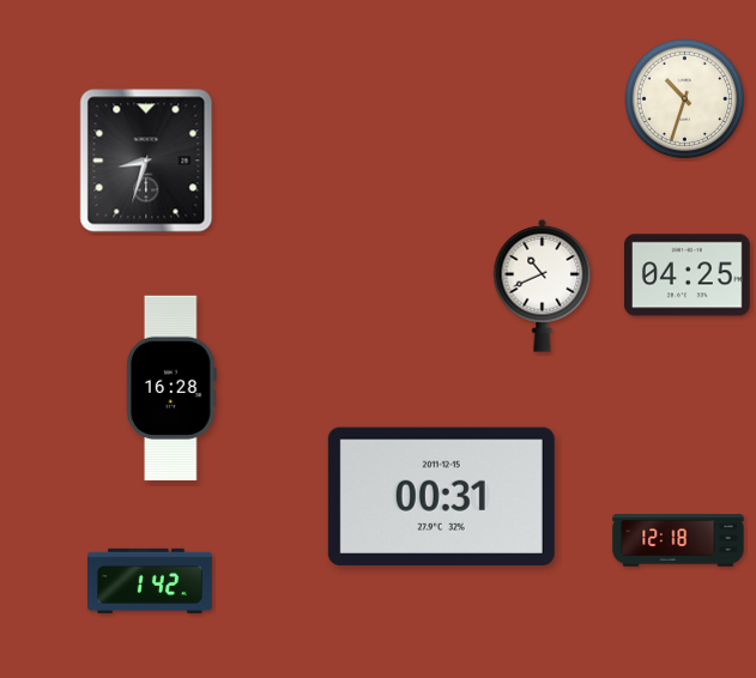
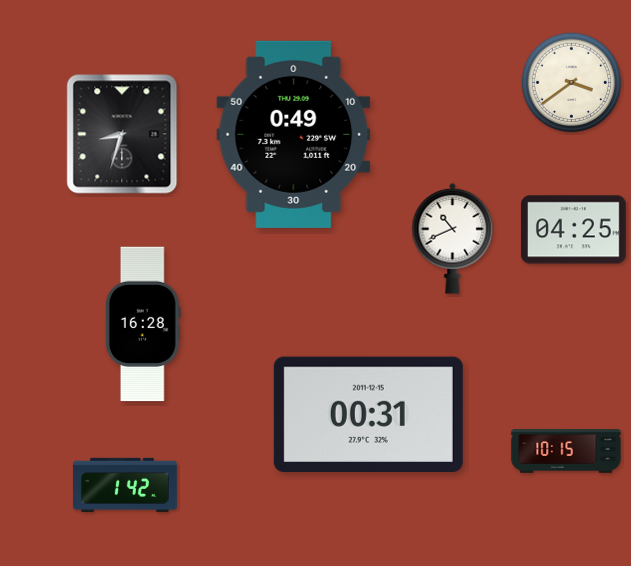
clock at (685, 99): 10:33 -> 3:39
clock at (294, 134): none -> 0:49
clock at (678, 540): 12:18 -> 10:15
